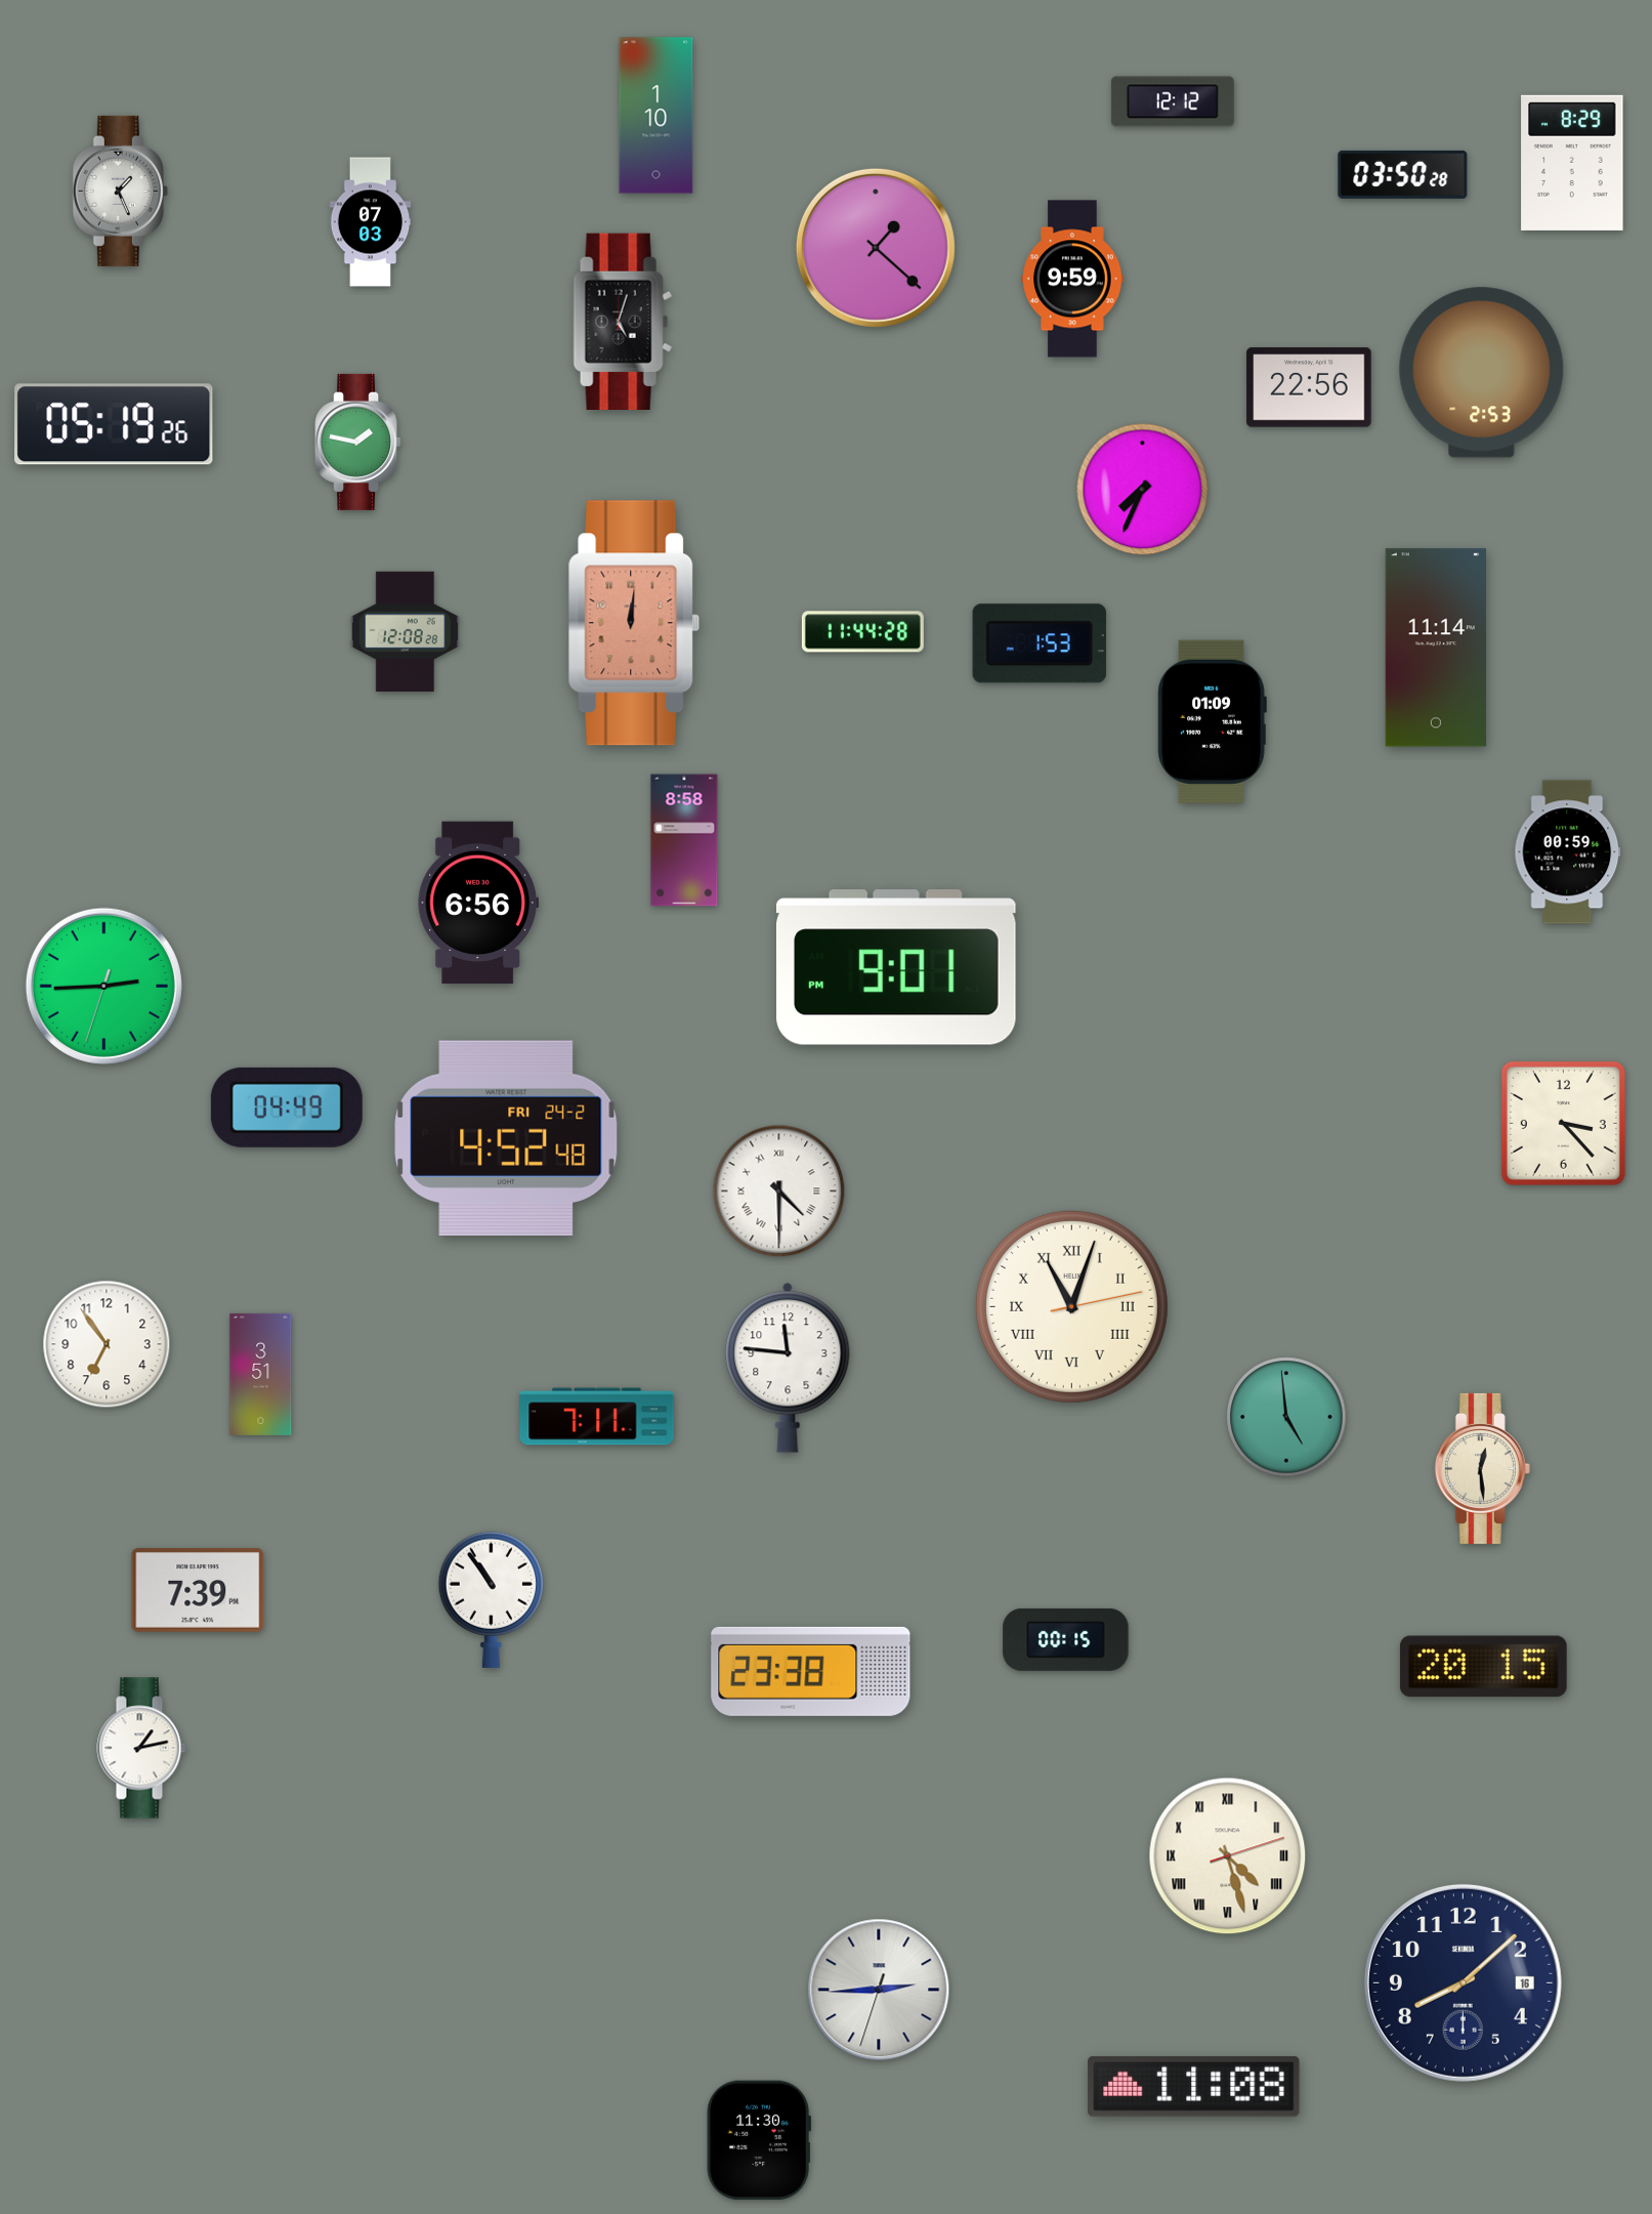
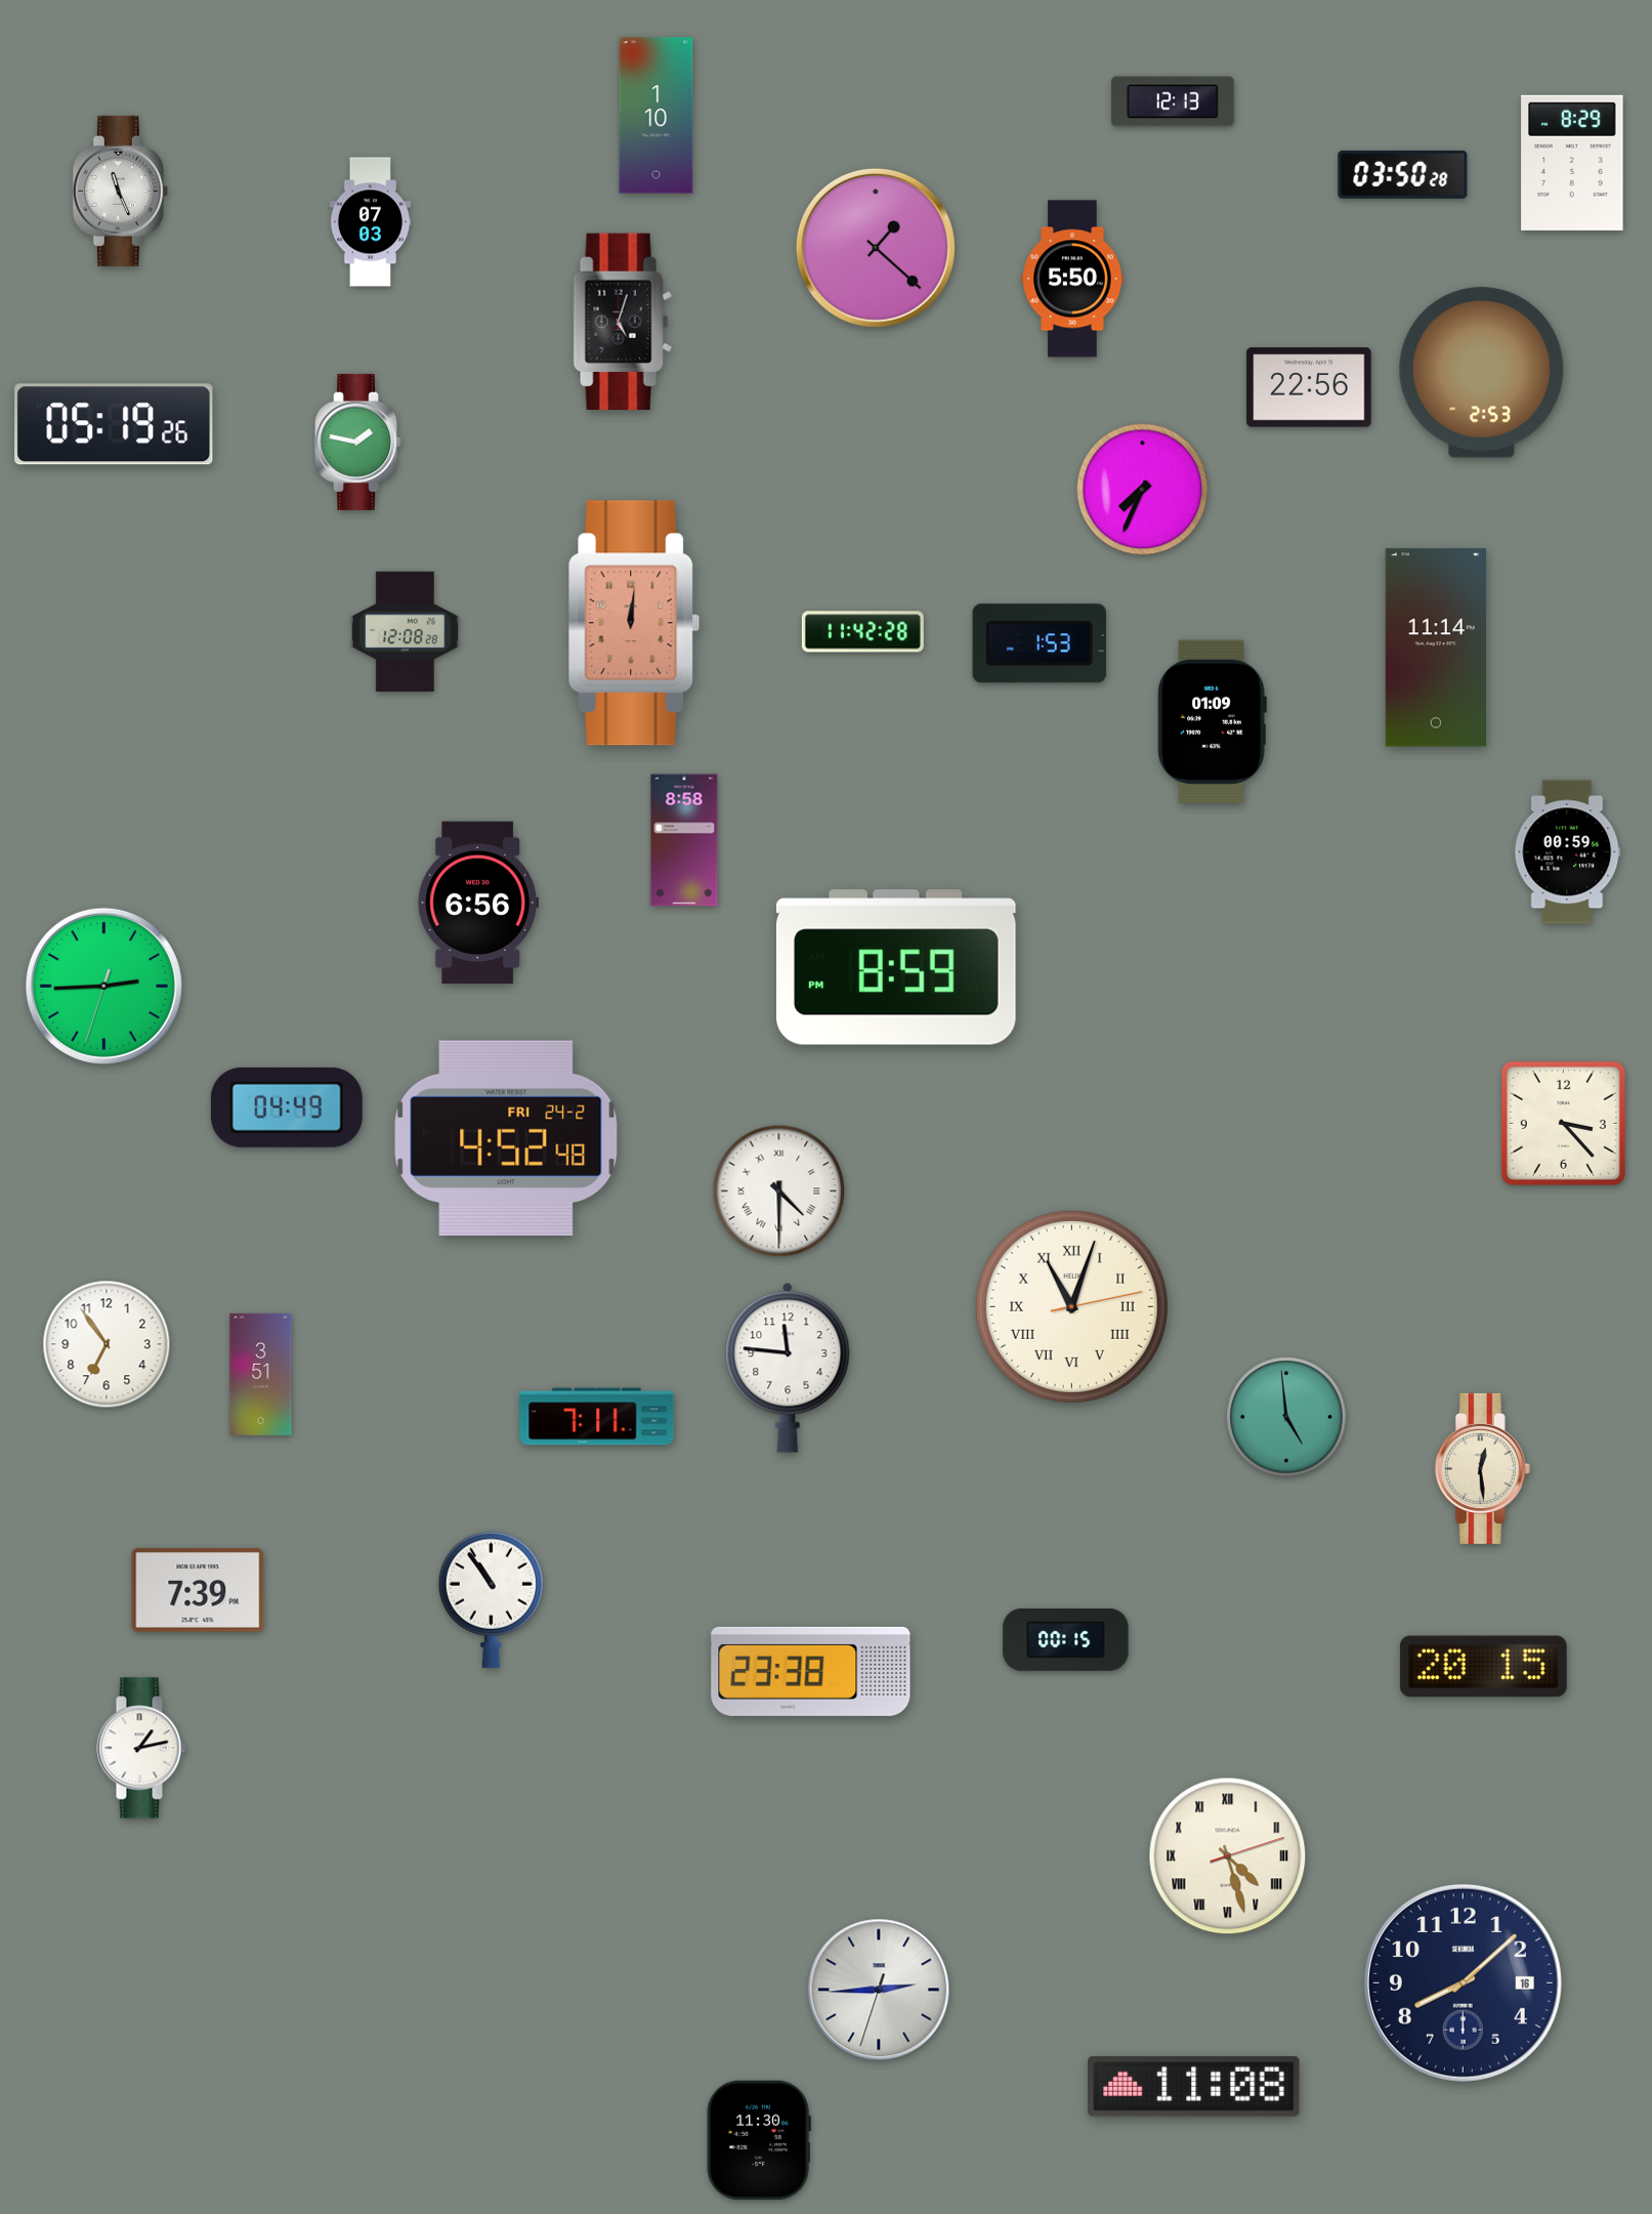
clock at (1173, 101): 12:12 -> 12:13
clock at (120, 191): 1:26 -> 11:26
clock at (1072, 279): 9:59 -> 5:50
clock at (862, 632): 11:44 -> 11:42
clock at (896, 967): 9:01 -> 8:59
